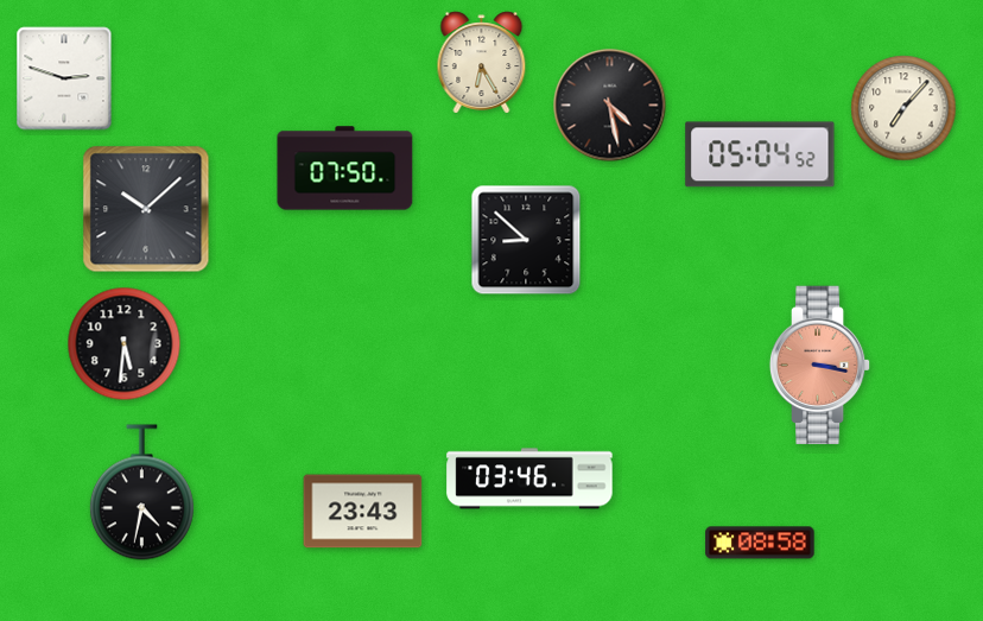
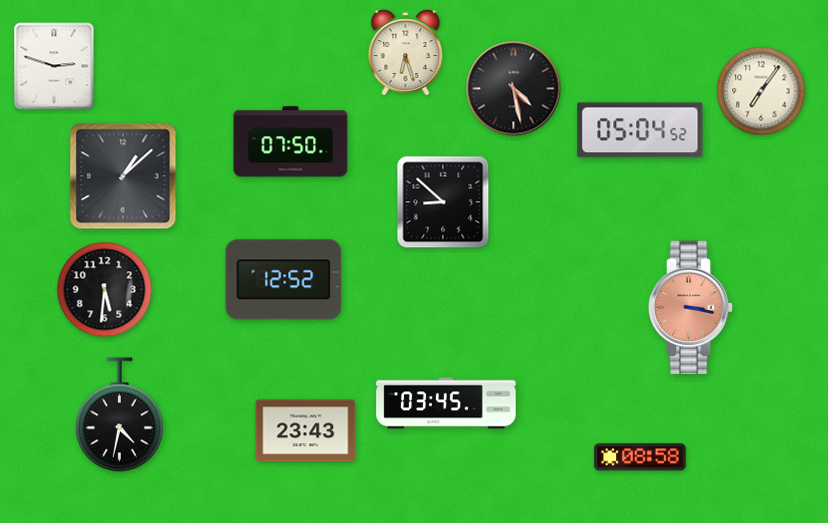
clock at (482, 63): 6:25 -> 6:27
clock at (903, 108): 7:07 -> 7:06
clock at (146, 209): 10:08 -> 1:08
clock at (284, 280): none -> 12:52
clock at (529, 479): 03:46 -> 03:45
